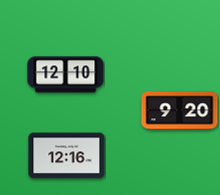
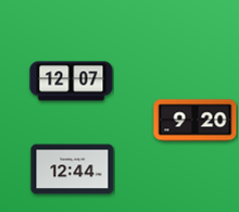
clock at (66, 75): 12:10 -> 12:07
clock at (67, 156): 12:16 -> 12:44
